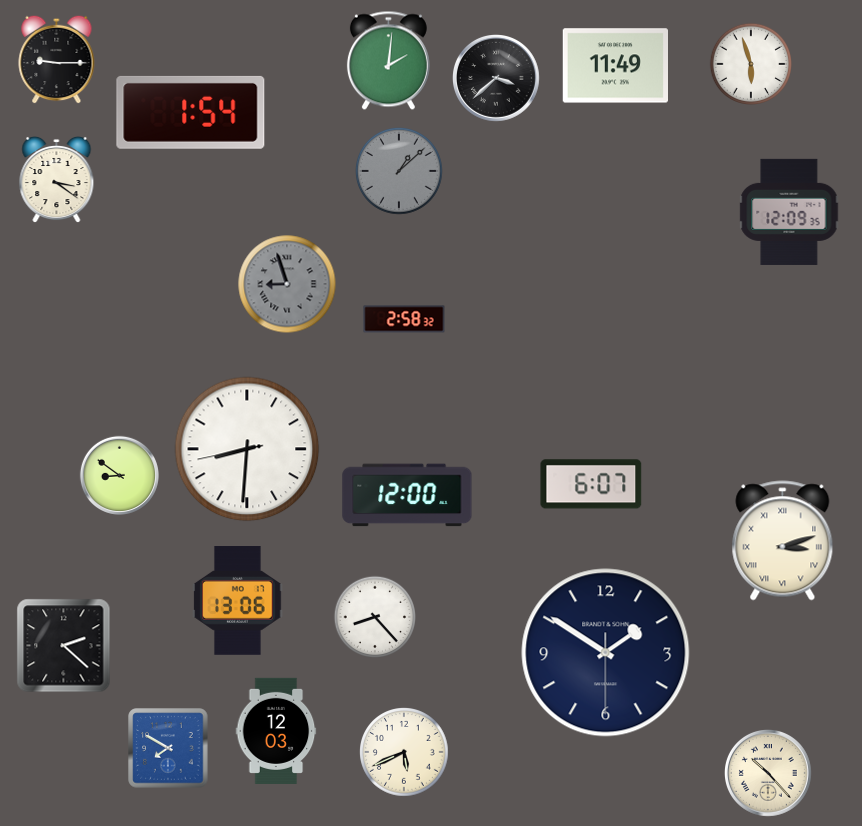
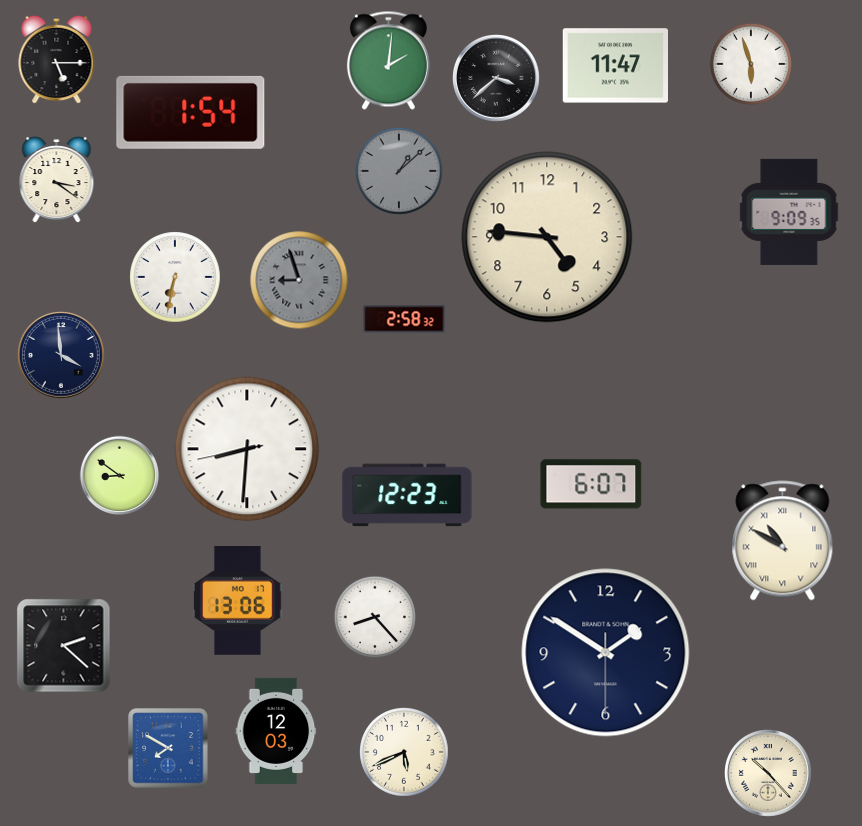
clock at (57, 59): 9:15 -> 5:15
clock at (615, 66): 11:49 -> 11:47
clock at (789, 212): 12:09 -> 9:09
clock at (547, 237): none -> 4:46
clock at (175, 277): none -> 6:32
clock at (287, 284) position: (287, 284) -> (299, 280)
clock at (62, 356): none -> 3:59
clock at (407, 495): 12:00 -> 12:23
clock at (783, 541): 3:12 -> 10:50
